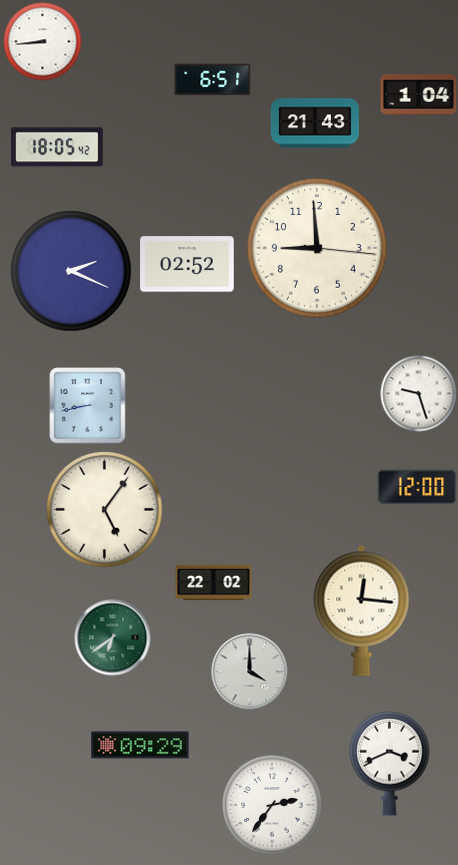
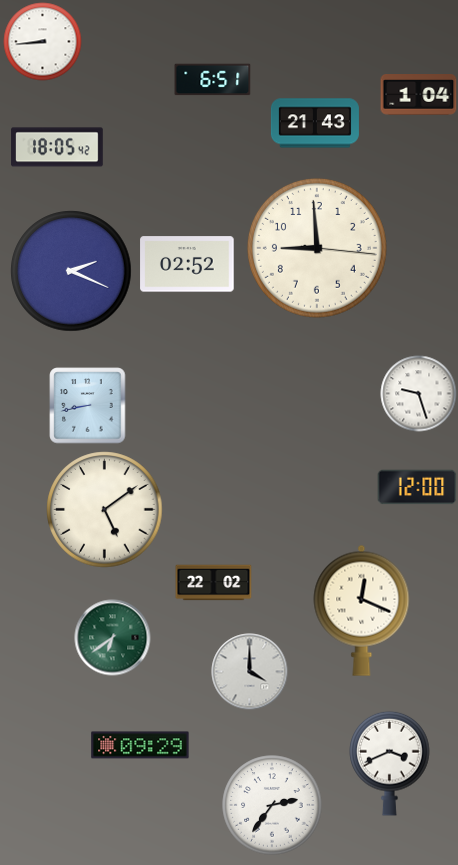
clock at (105, 510): 5:06 -> 5:09
clock at (362, 610): 12:16 -> 12:19
